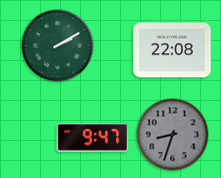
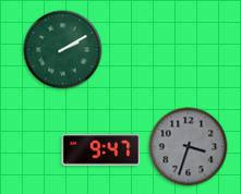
clock at (172, 50): 22:08 -> none
clock at (173, 135): 8:33 -> 3:33
